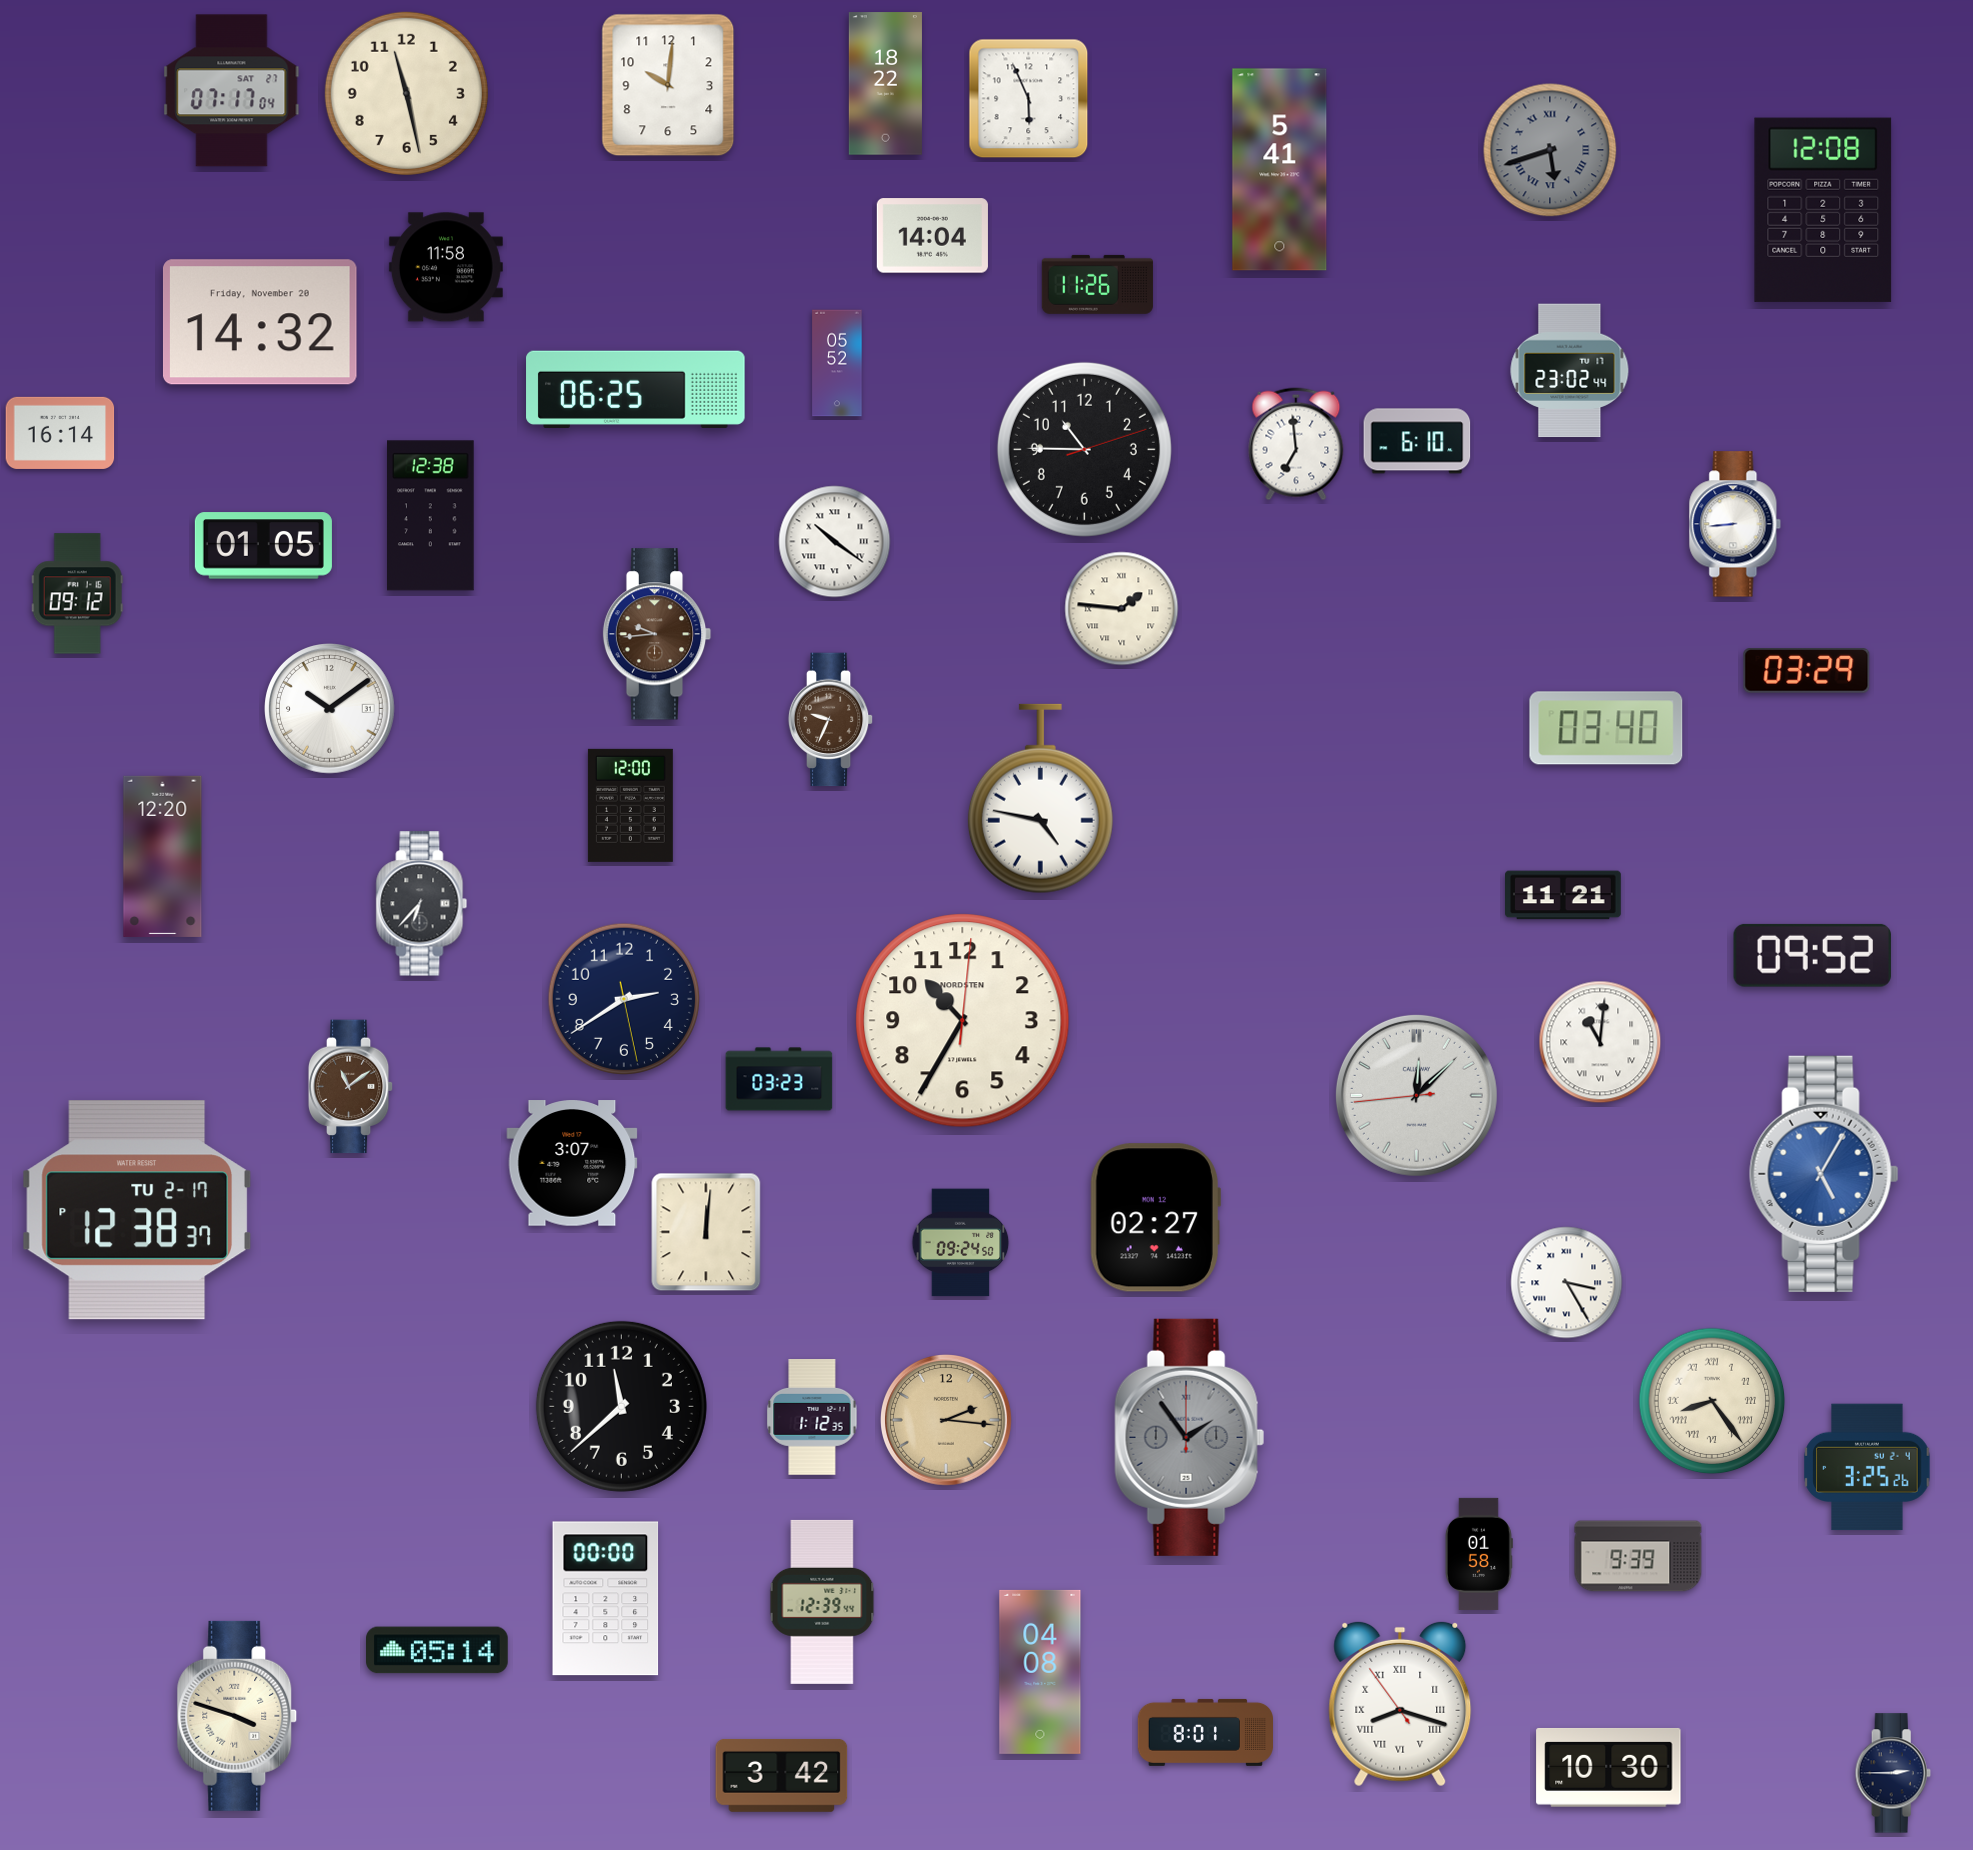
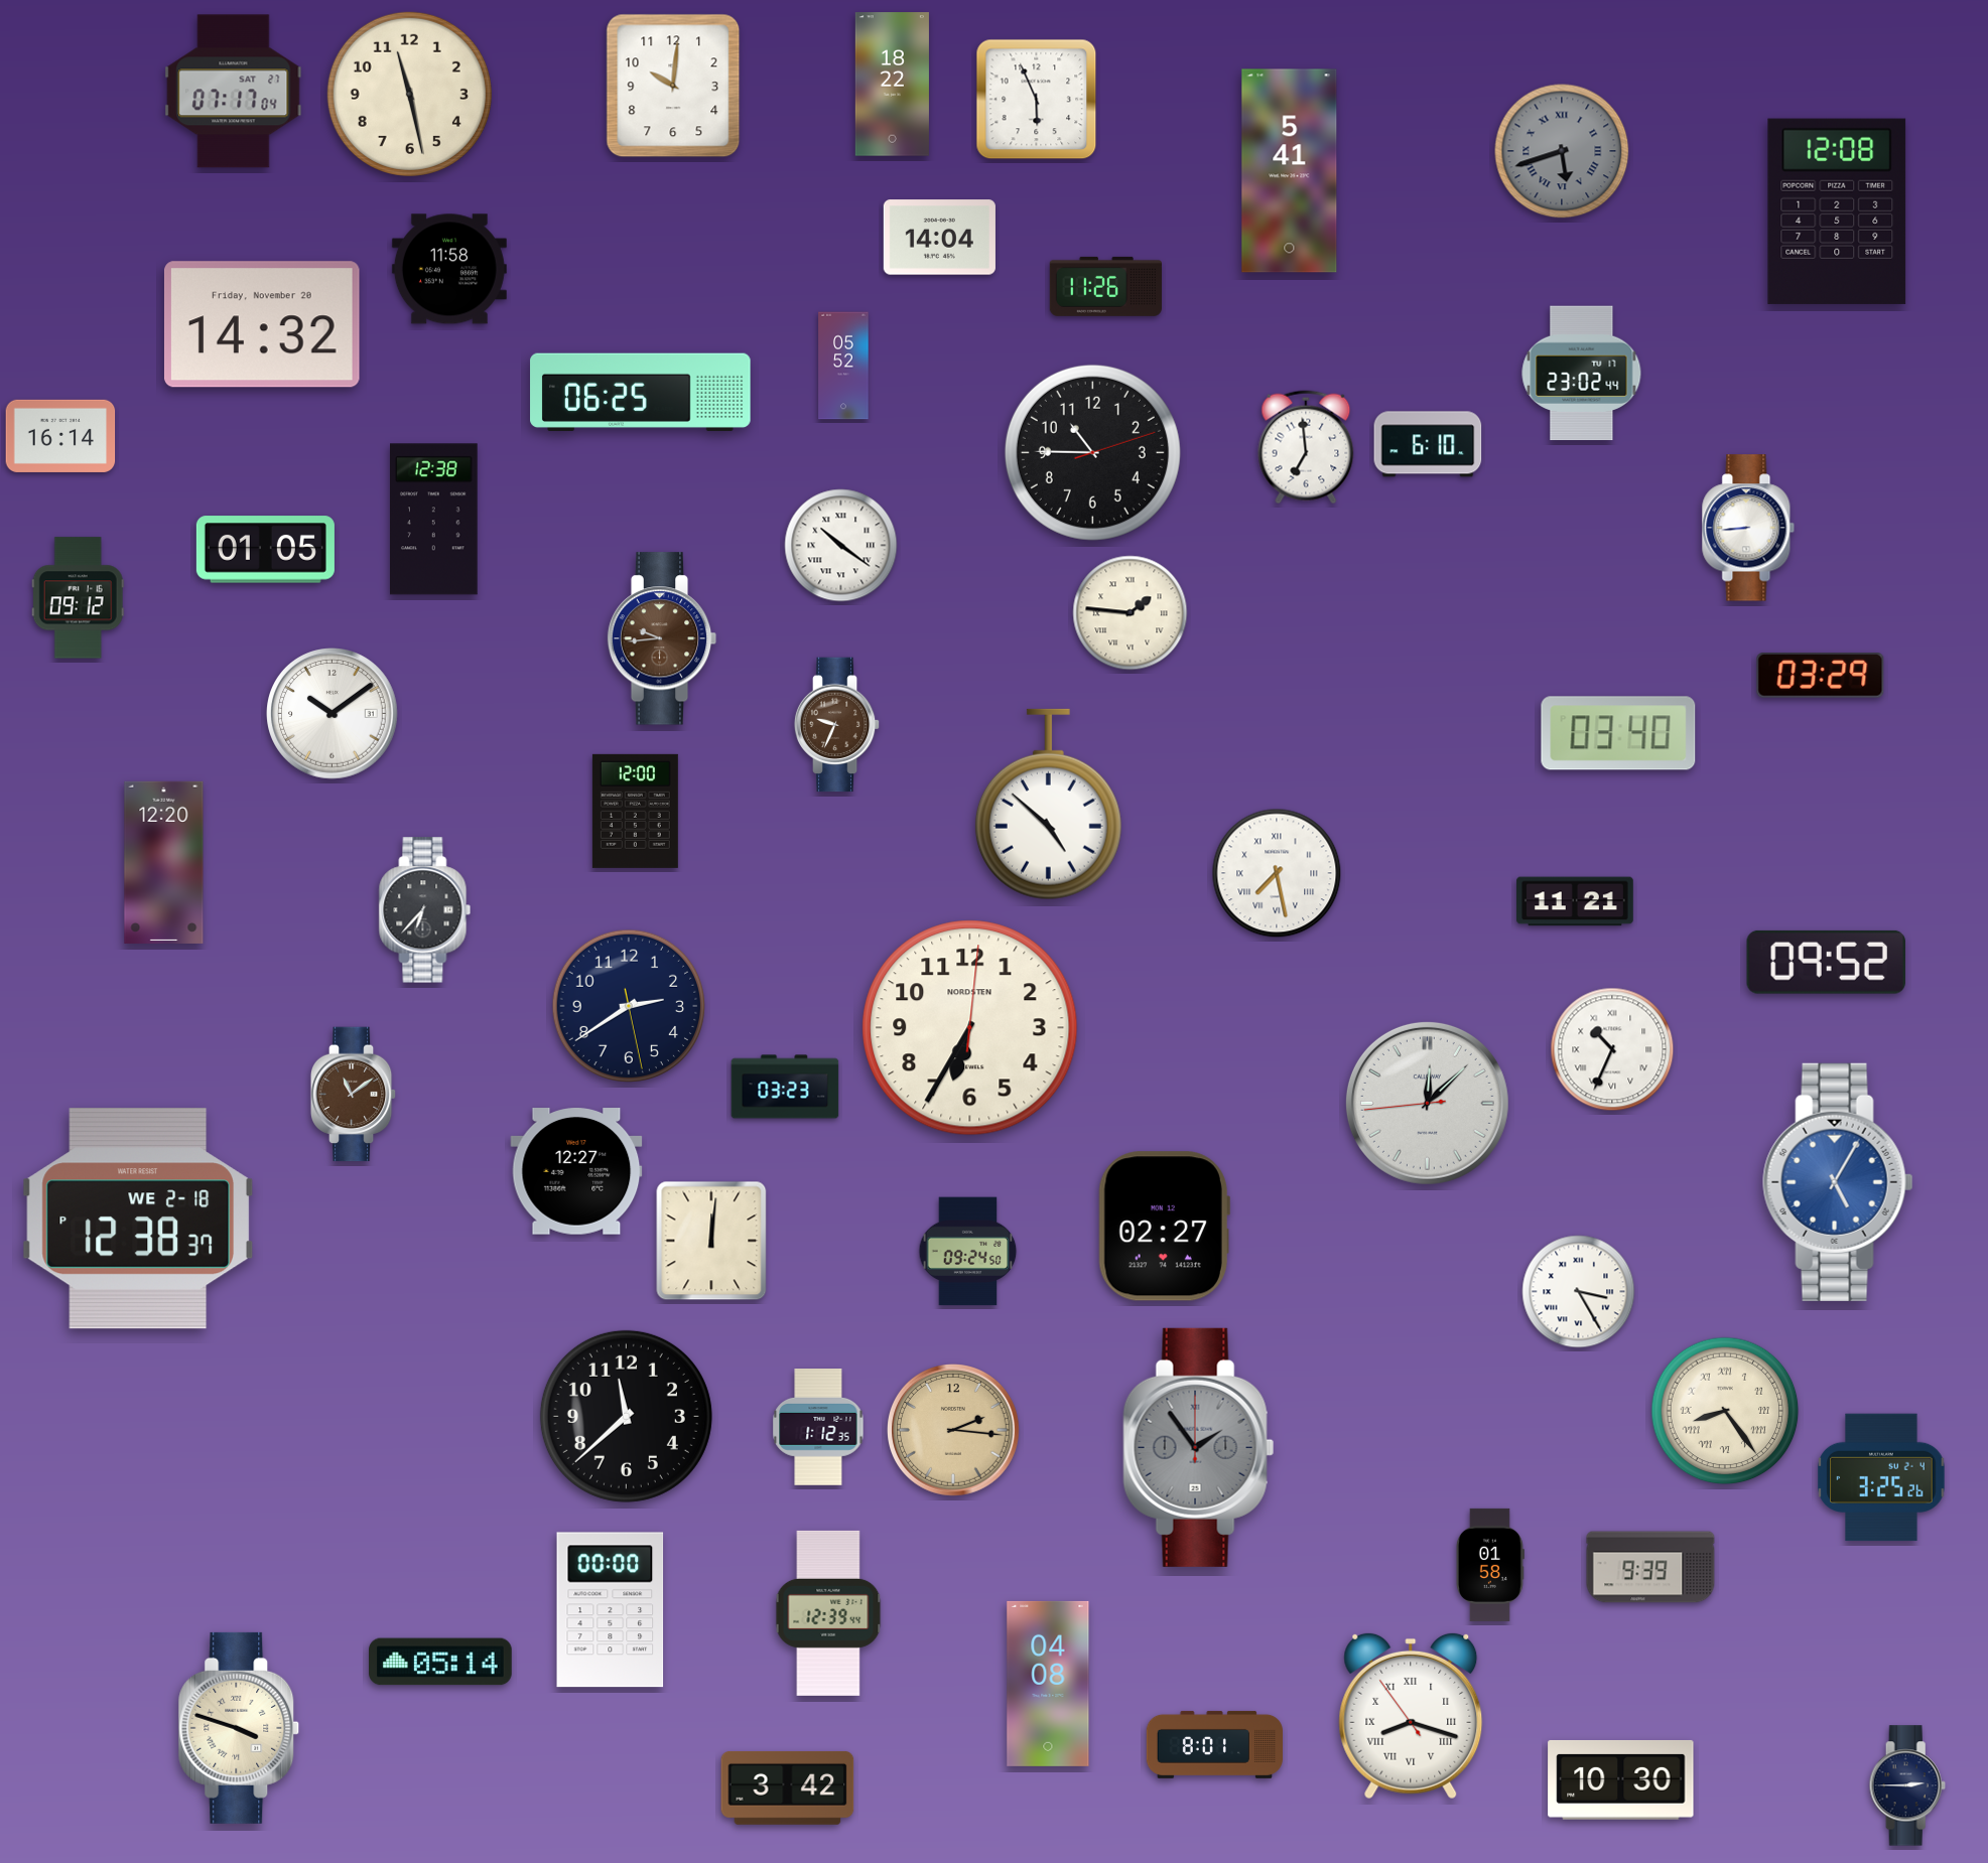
clock at (1040, 799): 4:47 -> 4:52
clock at (1277, 873): none -> 7:28
clock at (963, 1021): 10:35 -> 6:35
clock at (1600, 1042): 11:01 -> 10:34
clock at (572, 1163): 3:07 -> 12:27
clock at (137, 1210) date: TU 2-17 -> WE 2-18
